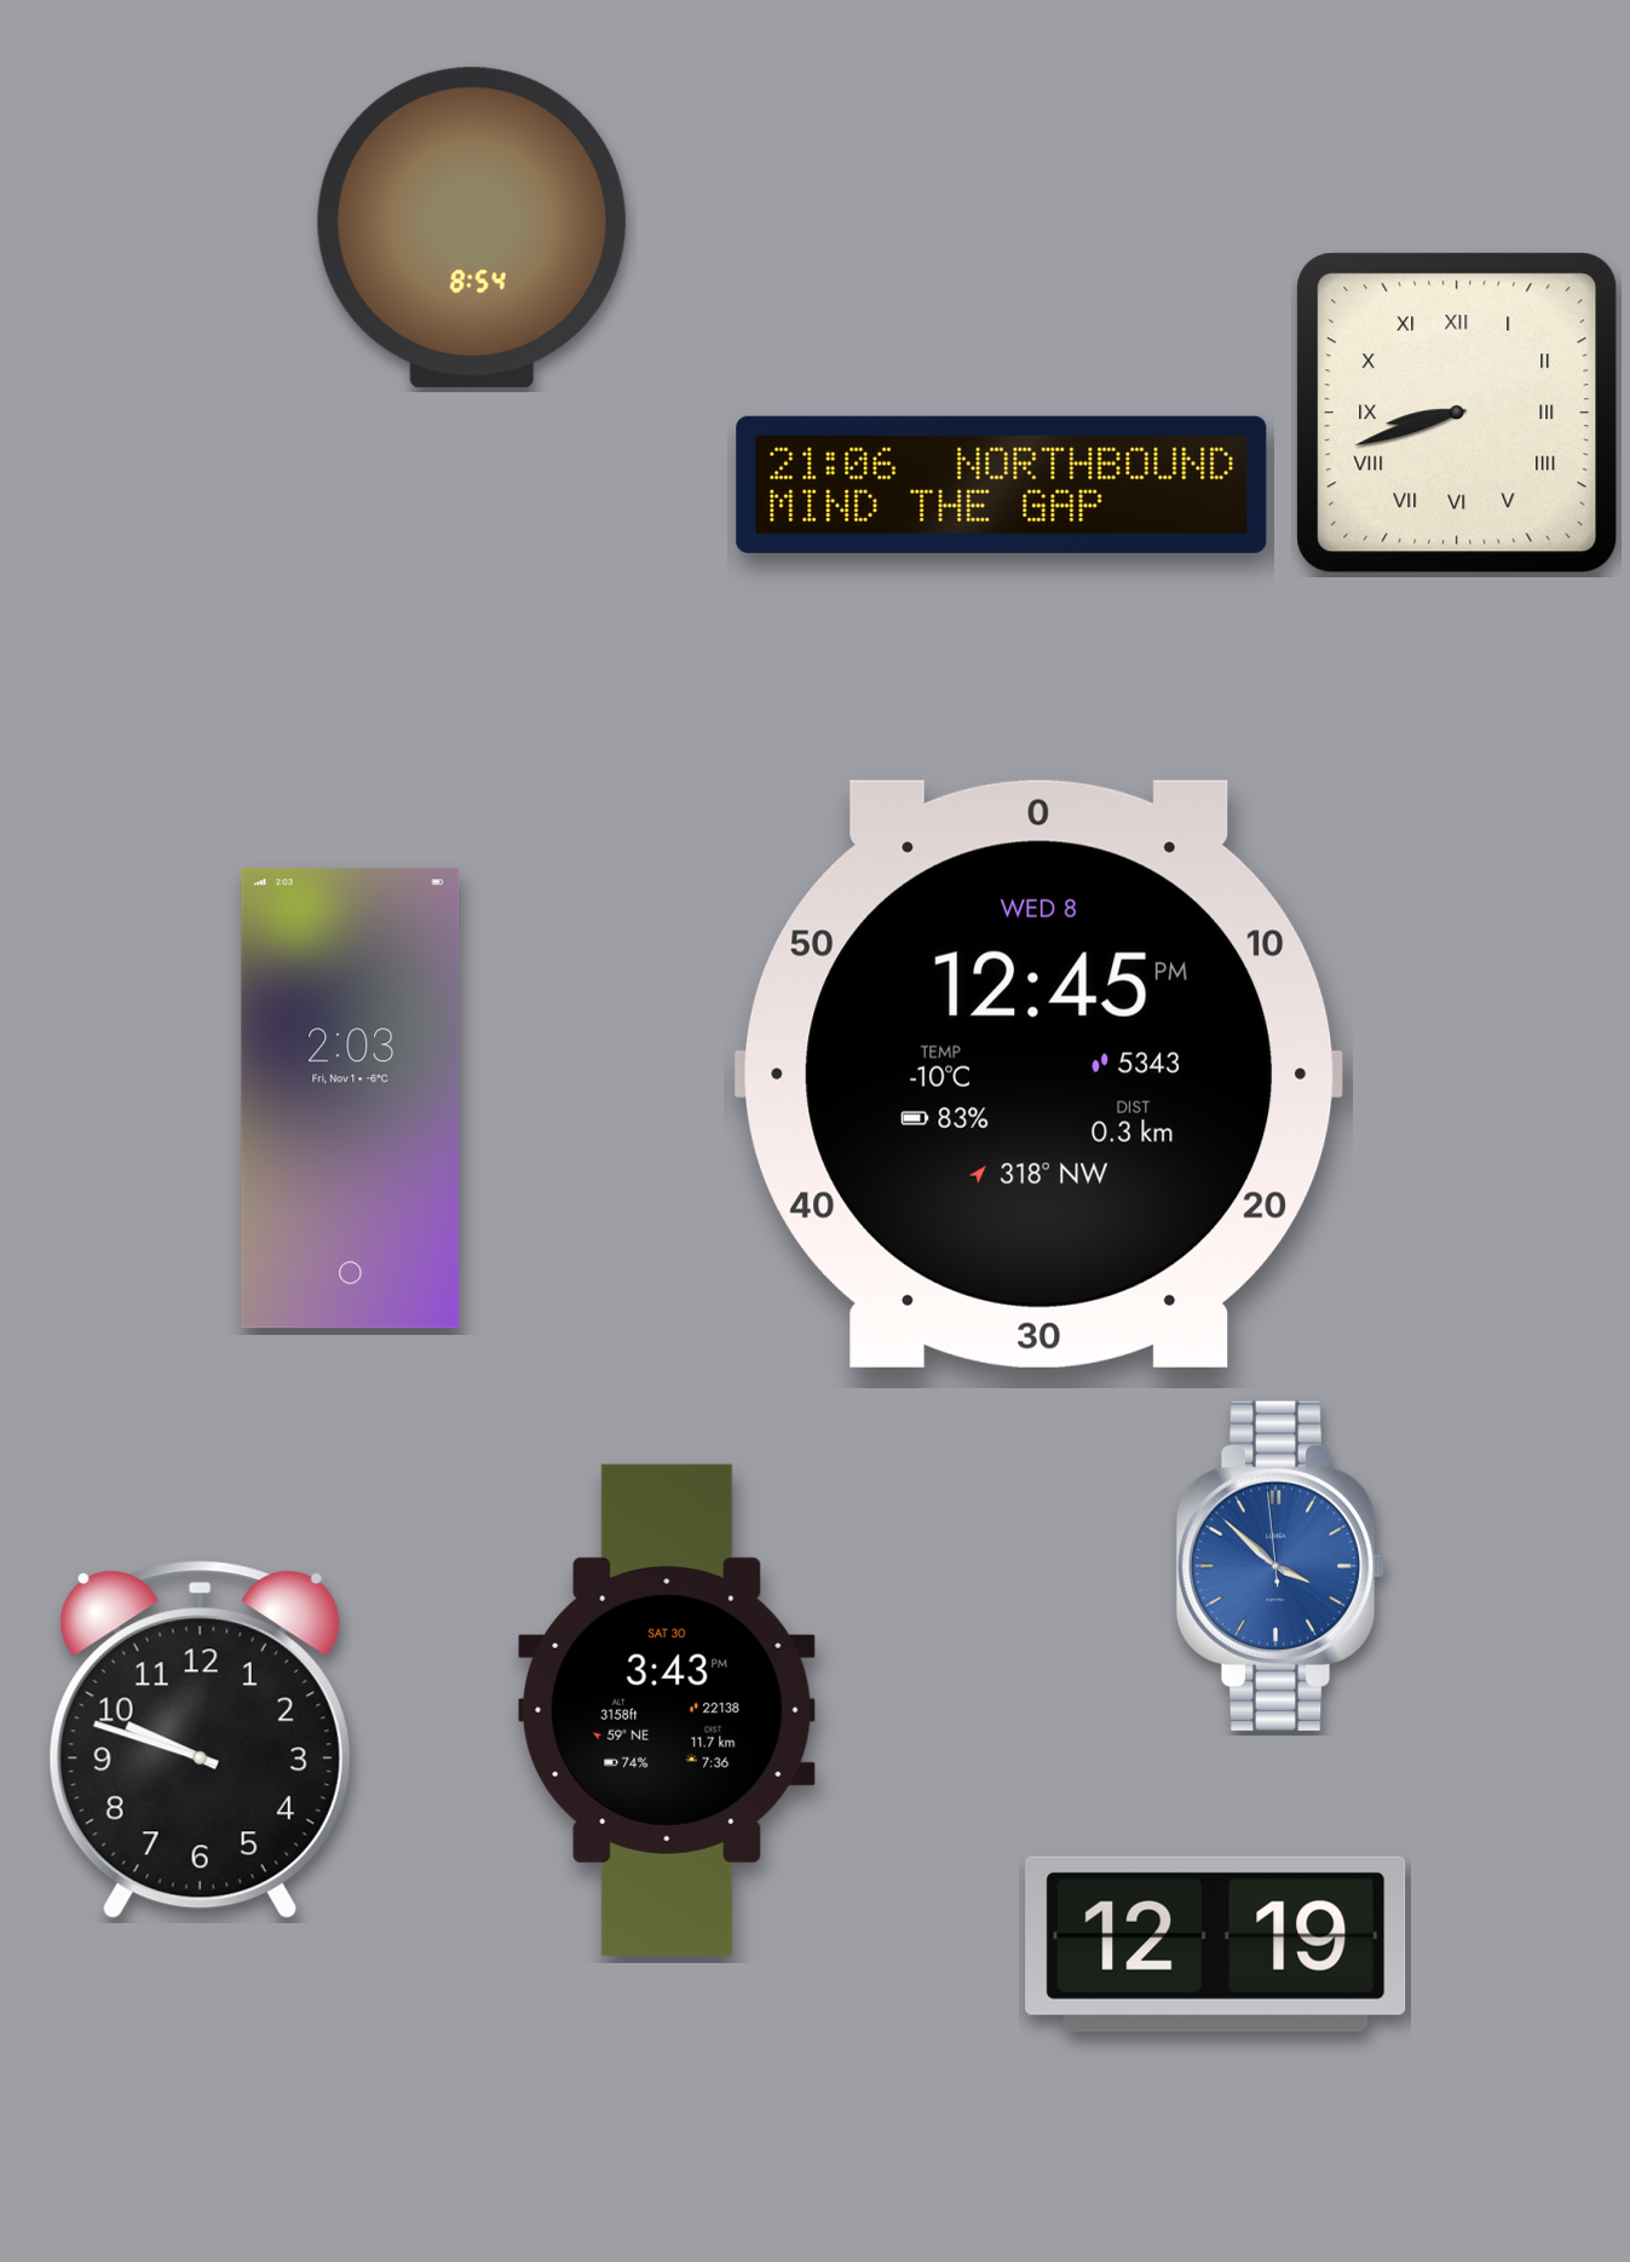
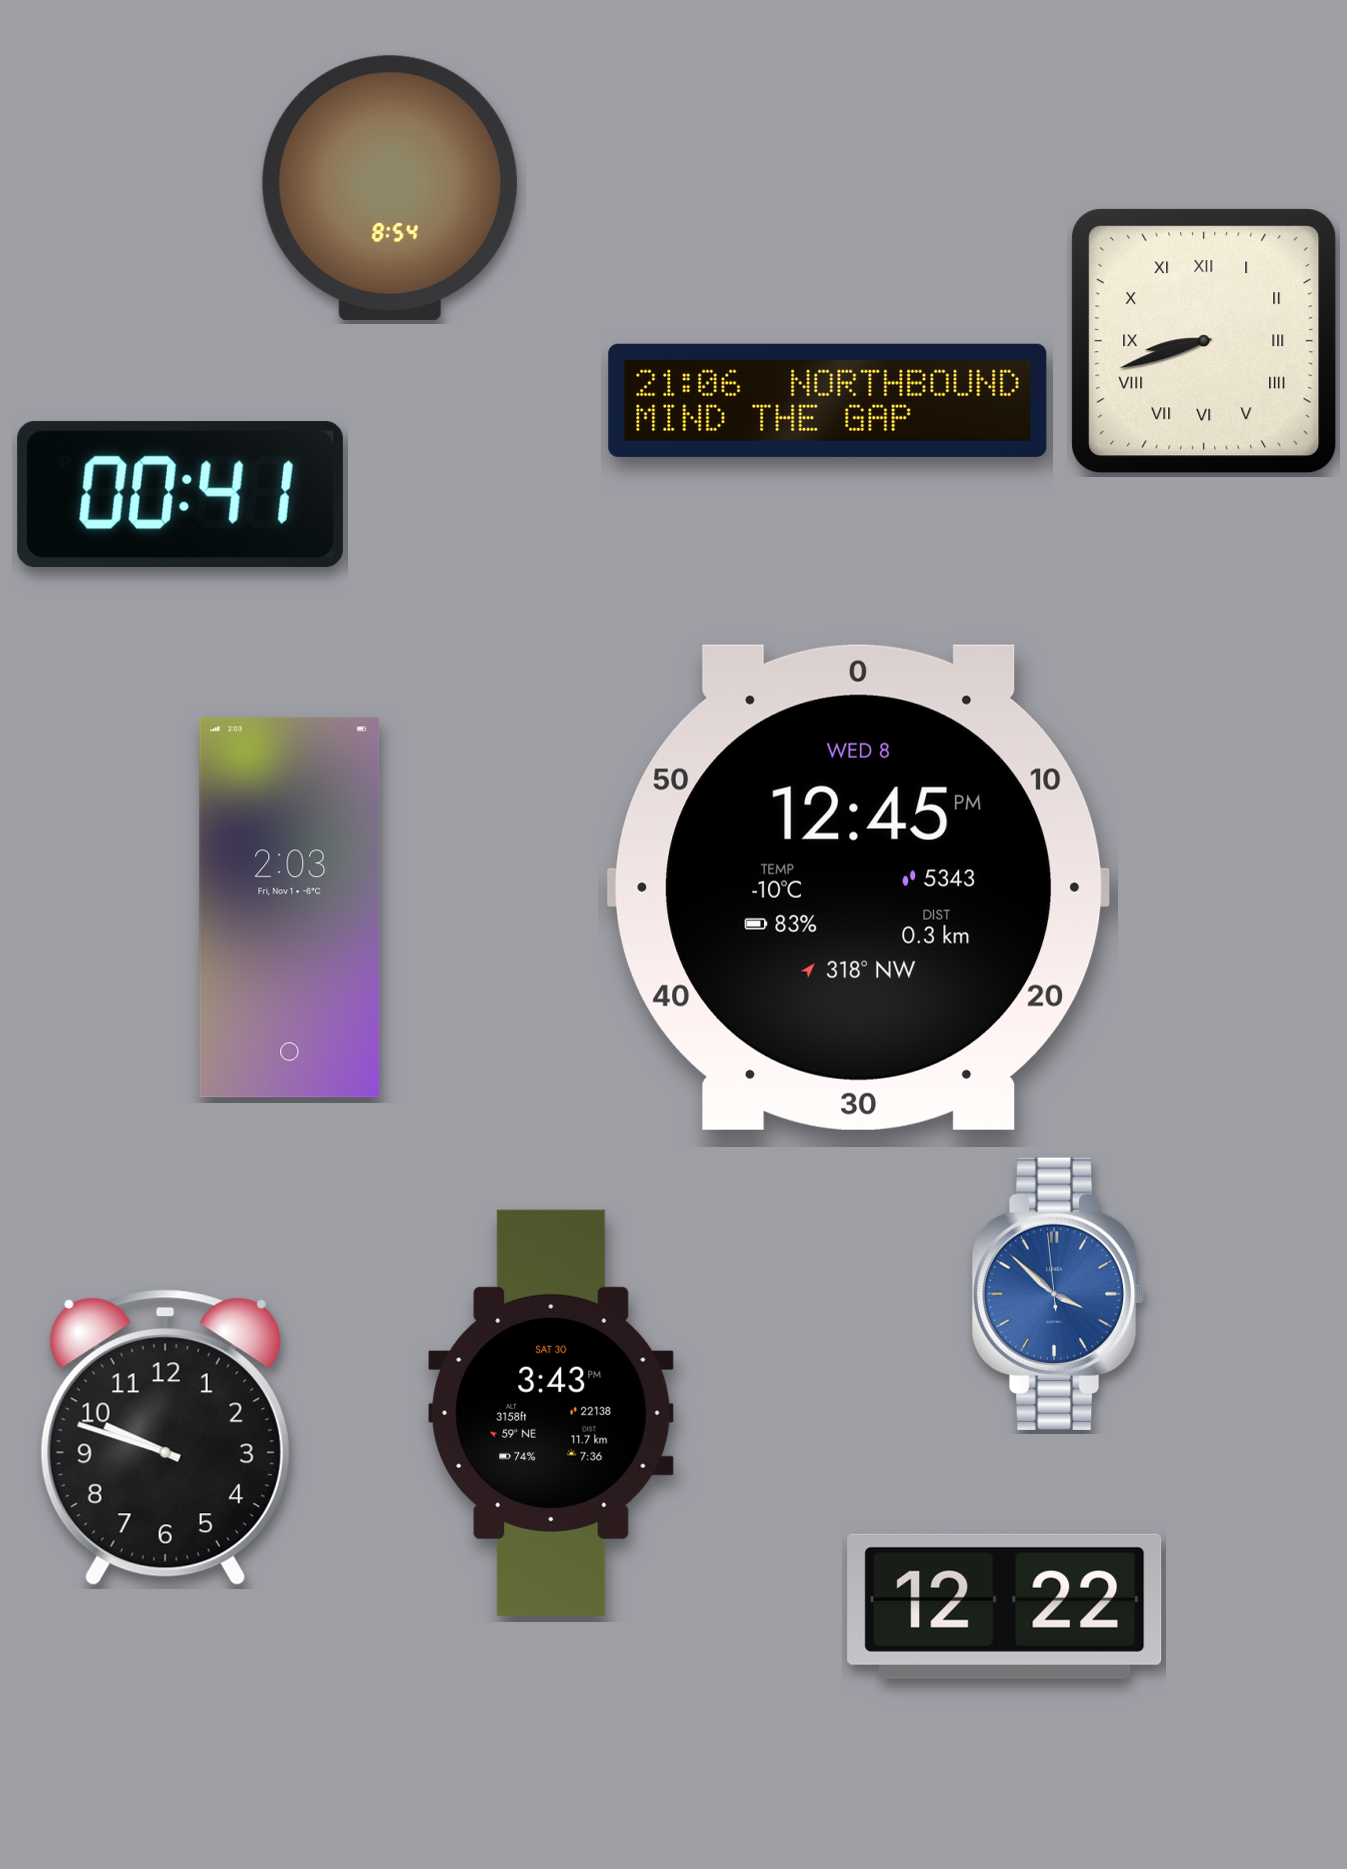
clock at (180, 494): none -> 00:41
clock at (1216, 1944): 12:19 -> 12:22
